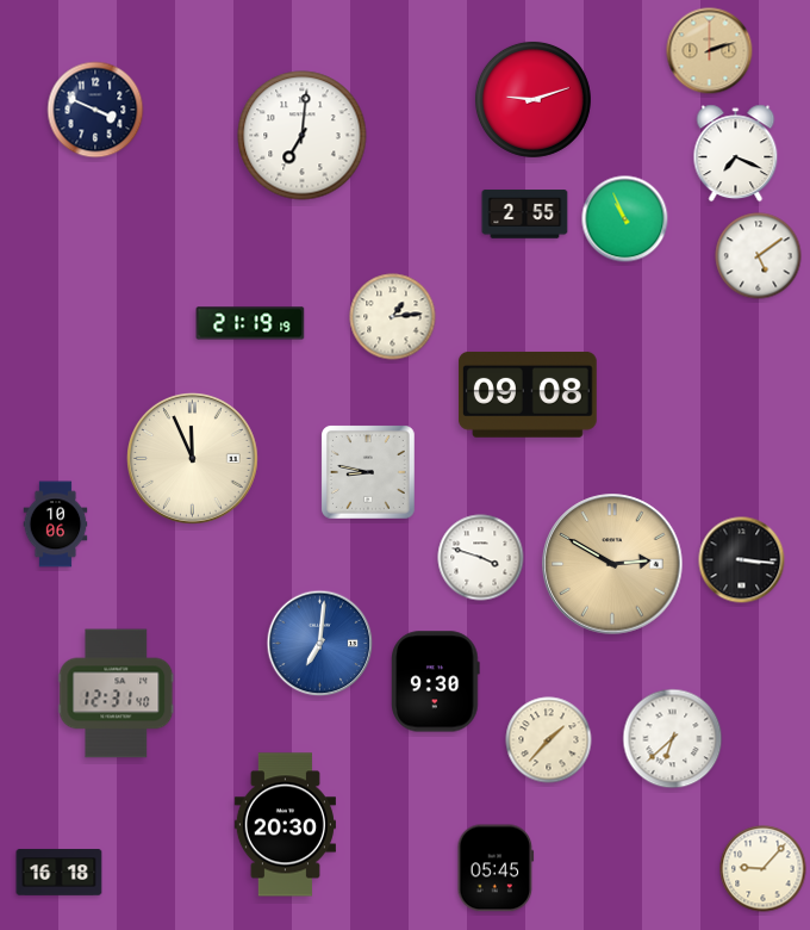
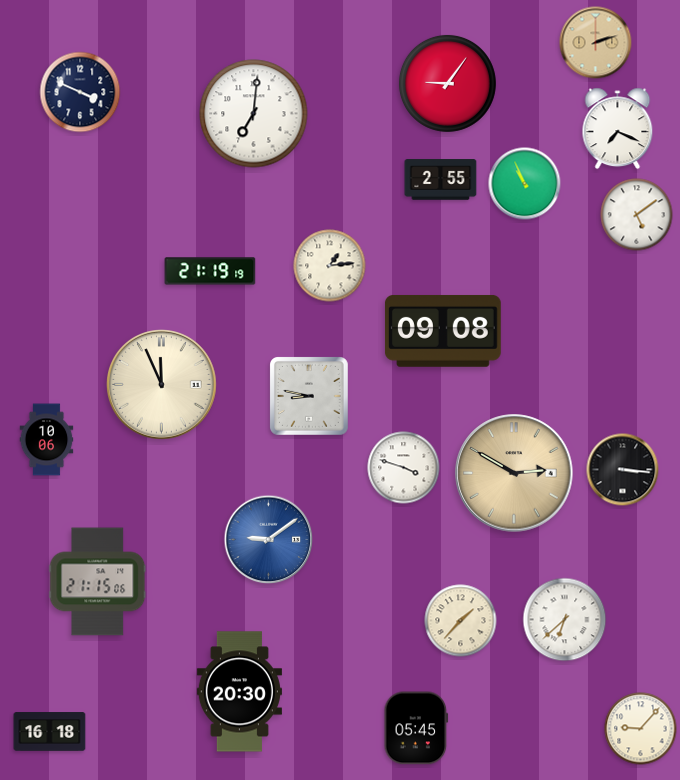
clock at (532, 99): 9:12 -> 9:06
clock at (320, 644): 7:01 -> 9:09
clock at (436, 682): 9:30 -> none
clock at (117, 694): 12:31 -> 21:15
